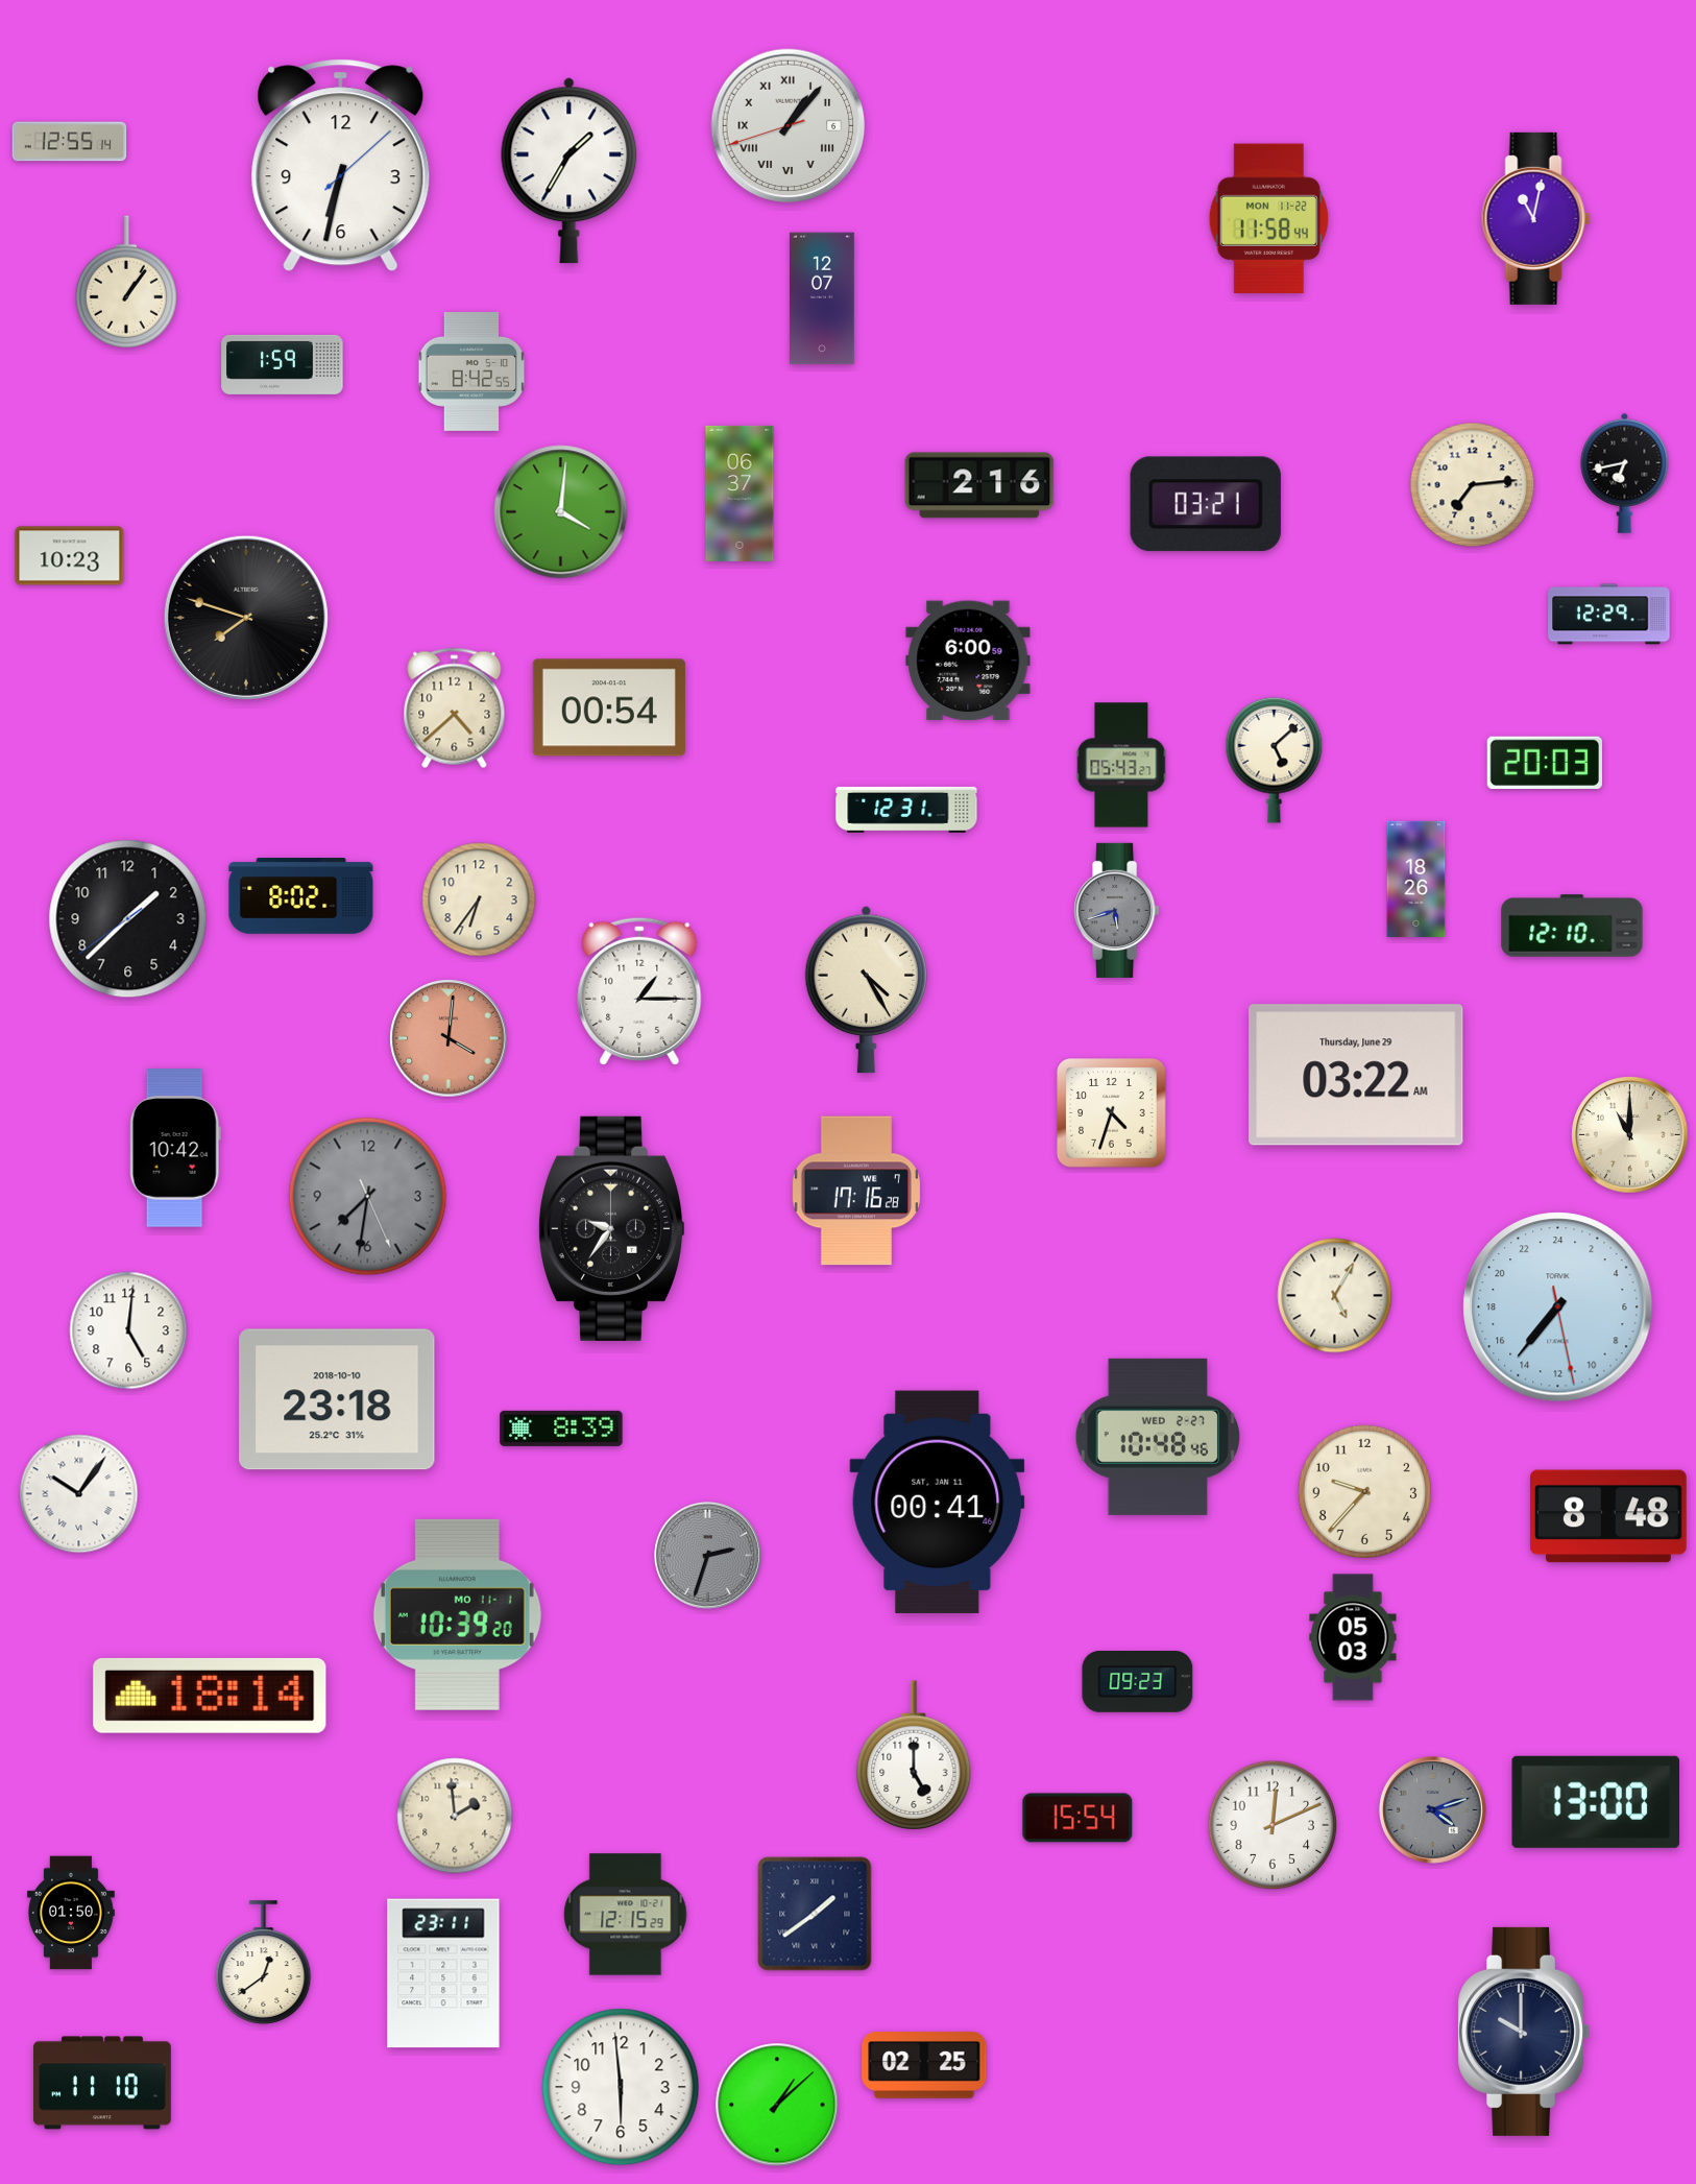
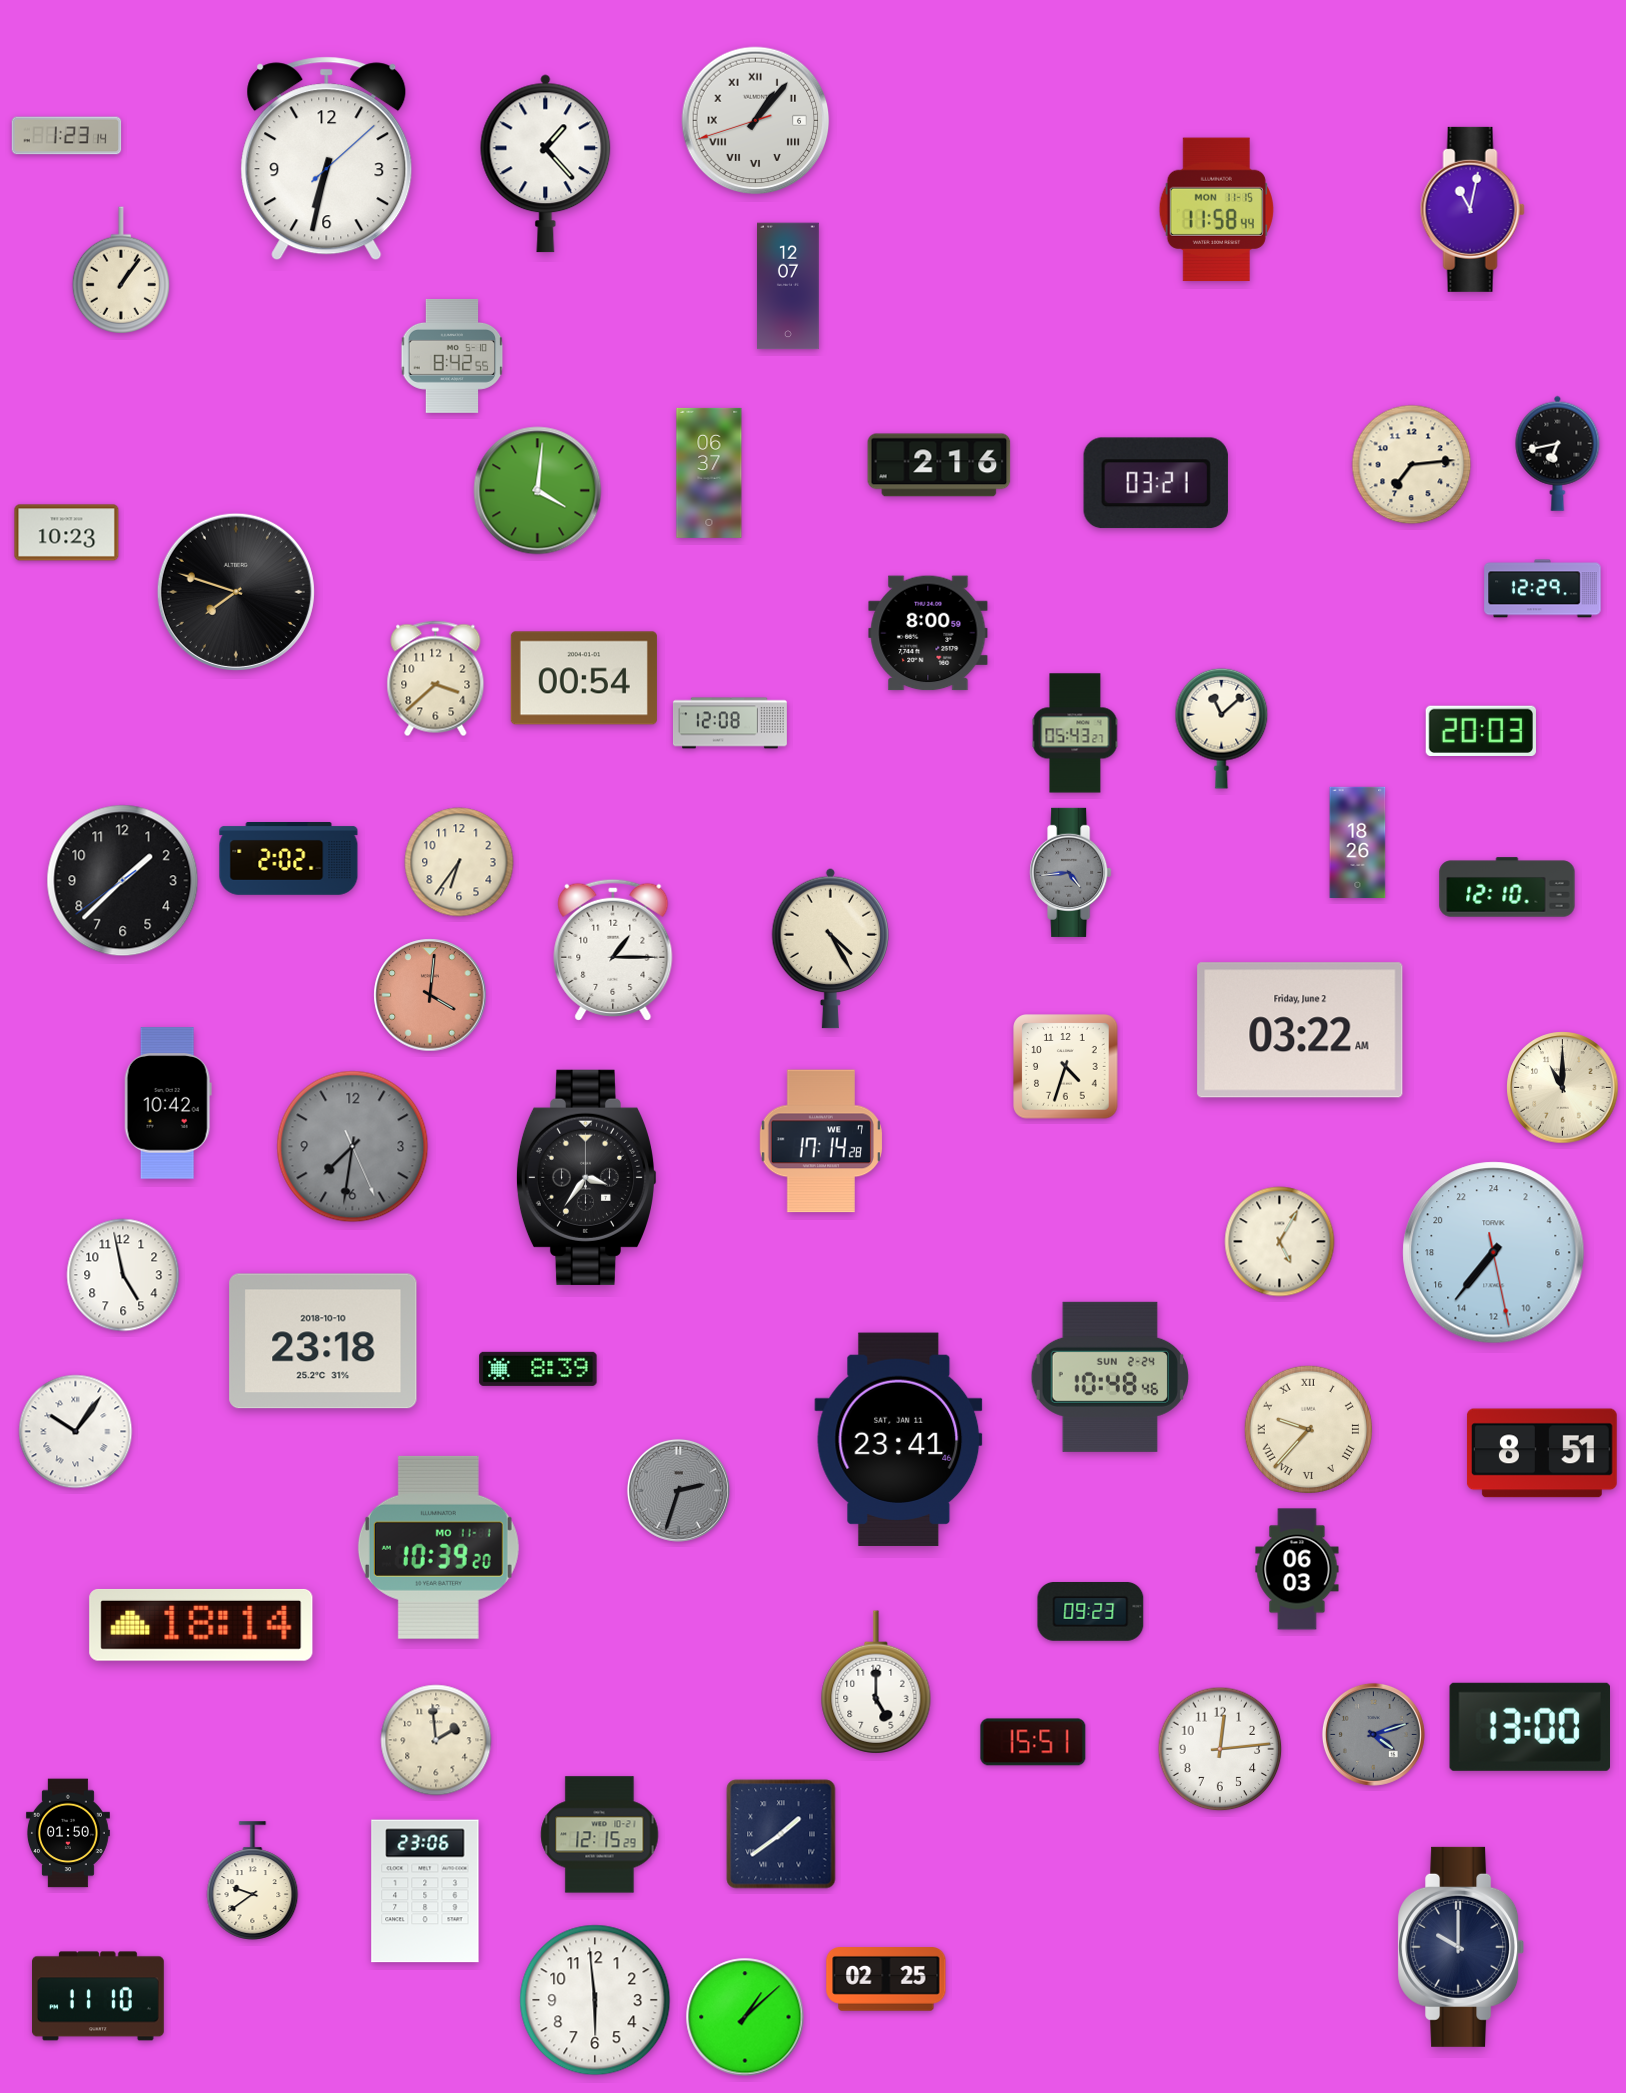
clock at (70, 142): 12:55 -> 1:23
clock at (570, 171): 1:35 -> 1:23
clock at (1268, 219) date: MON 11-22 -> MON 11-15
clock at (283, 364): 1:59 -> none
clock at (968, 661): 6:00 -> 8:00
clock at (455, 709): 4:38 -> 3:38
clock at (730, 723): none -> 12:08
clock at (1275, 760): 5:08 -> 11:08
clock at (906, 810): 12:31 -> none
clock at (301, 896): 8:02 -> 2:02
clock at (1117, 910): 5:42 -> 4:44
clock at (1356, 1075) date: Thursday, June 29 -> Friday, June 2
clock at (175, 1148) position: (175, 1148) -> (168, 1103)
clock at (856, 1191): 17:16 -> 17:14
clock at (611, 1228): 9:36 -> 3:36
clock at (128, 1330): 5:01 -> 4:58
clock at (1158, 1437) date: WED 2-27 -> SUN 2-24
clock at (1364, 1491) numerals: Arabic -> Roman
clock at (938, 1502): 00:41 -> 23:41
clock at (1608, 1516): 8:48 -> 8:51
clock at (1353, 1637): 05:03 -> 06:03
clock at (1077, 1818): 15:54 -> 15:51
clock at (1273, 1825): 12:11 -> 12:14
clock at (264, 1963): 12:39 -> 9:39
clock at (443, 1973): 23:11 -> 23:06
